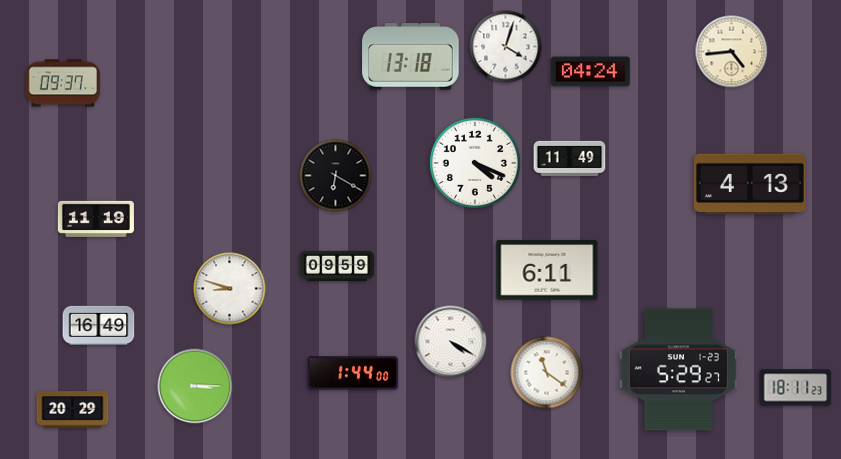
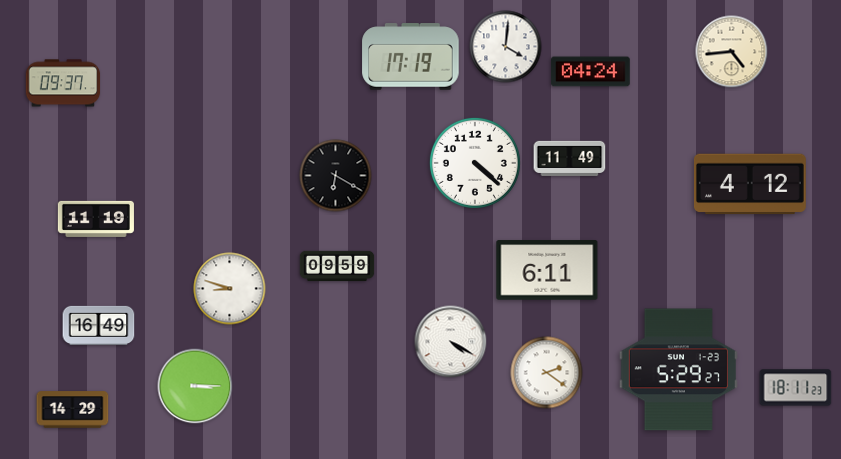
clock at (506, 47): 4:03 -> 4:01
clock at (411, 57): 13:18 -> 17:19
clock at (475, 163): 4:19 -> 4:22
clock at (750, 184): 4:13 -> 4:12
clock at (353, 373): 1:44 -> none
clock at (547, 373): 11:21 -> 2:21
clock at (73, 410): 20:29 -> 14:29
